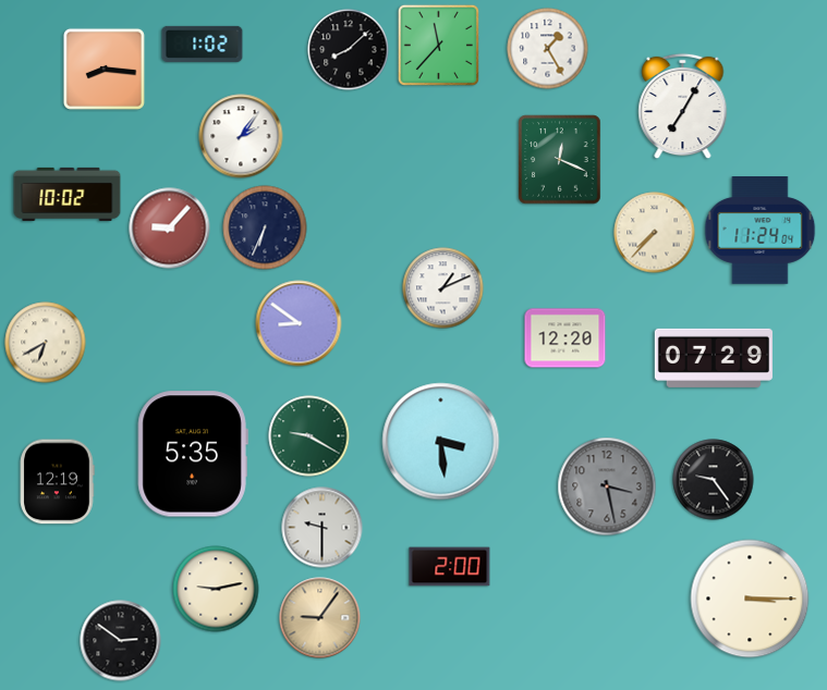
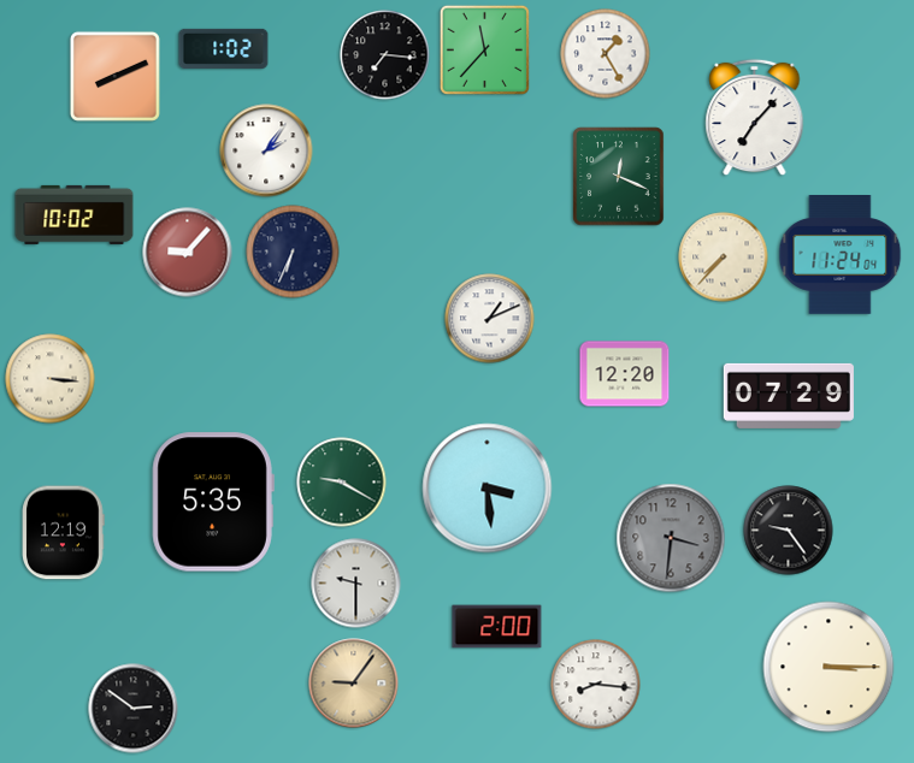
clock at (349, 50): 8:08 -> 7:16
clock at (104, 69): 8:16 -> 8:11
clock at (683, 107): 7:05 -> 7:07
clock at (299, 323): 8:51 -> none
clock at (46, 343): 6:40 -> 3:16
clock at (607, 486): 3:28 -> 3:31
clock at (216, 589): 9:13 -> none
clock at (750, 599) position: (750, 599) -> (829, 667)
clock at (596, 685): none -> 8:16
